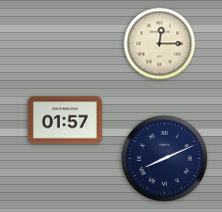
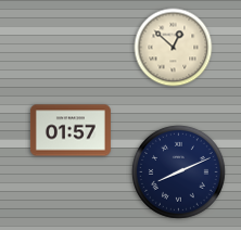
clock at (160, 44): 12:15 -> 12:52
